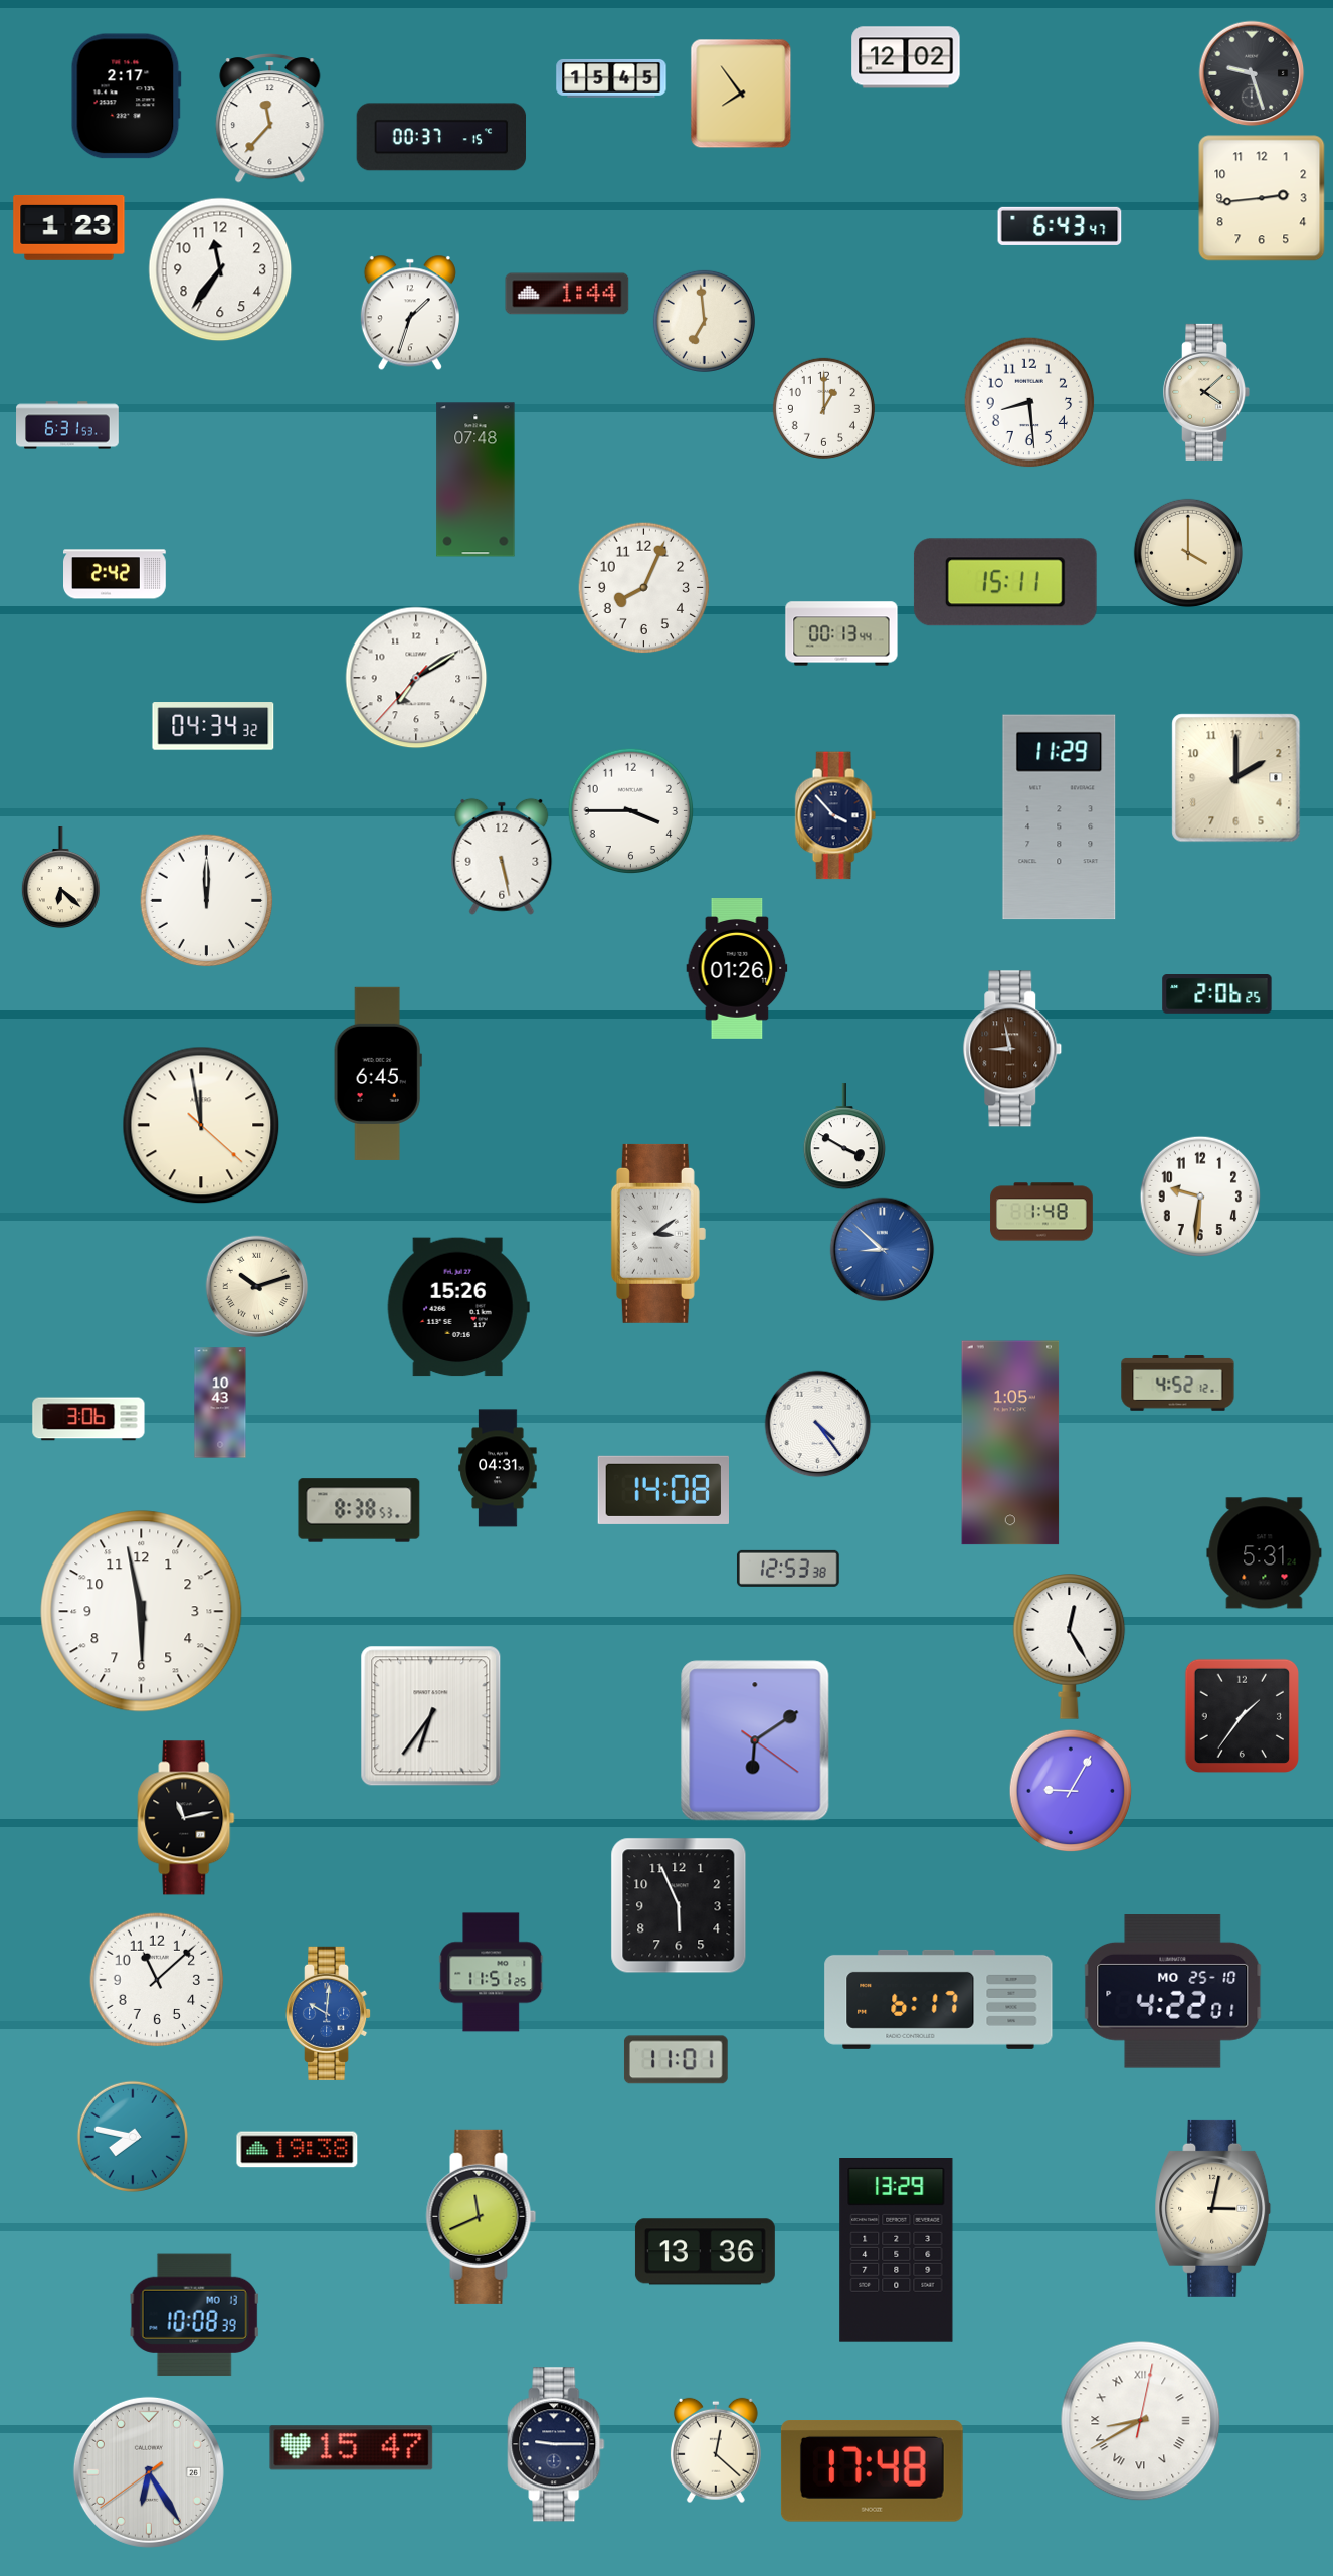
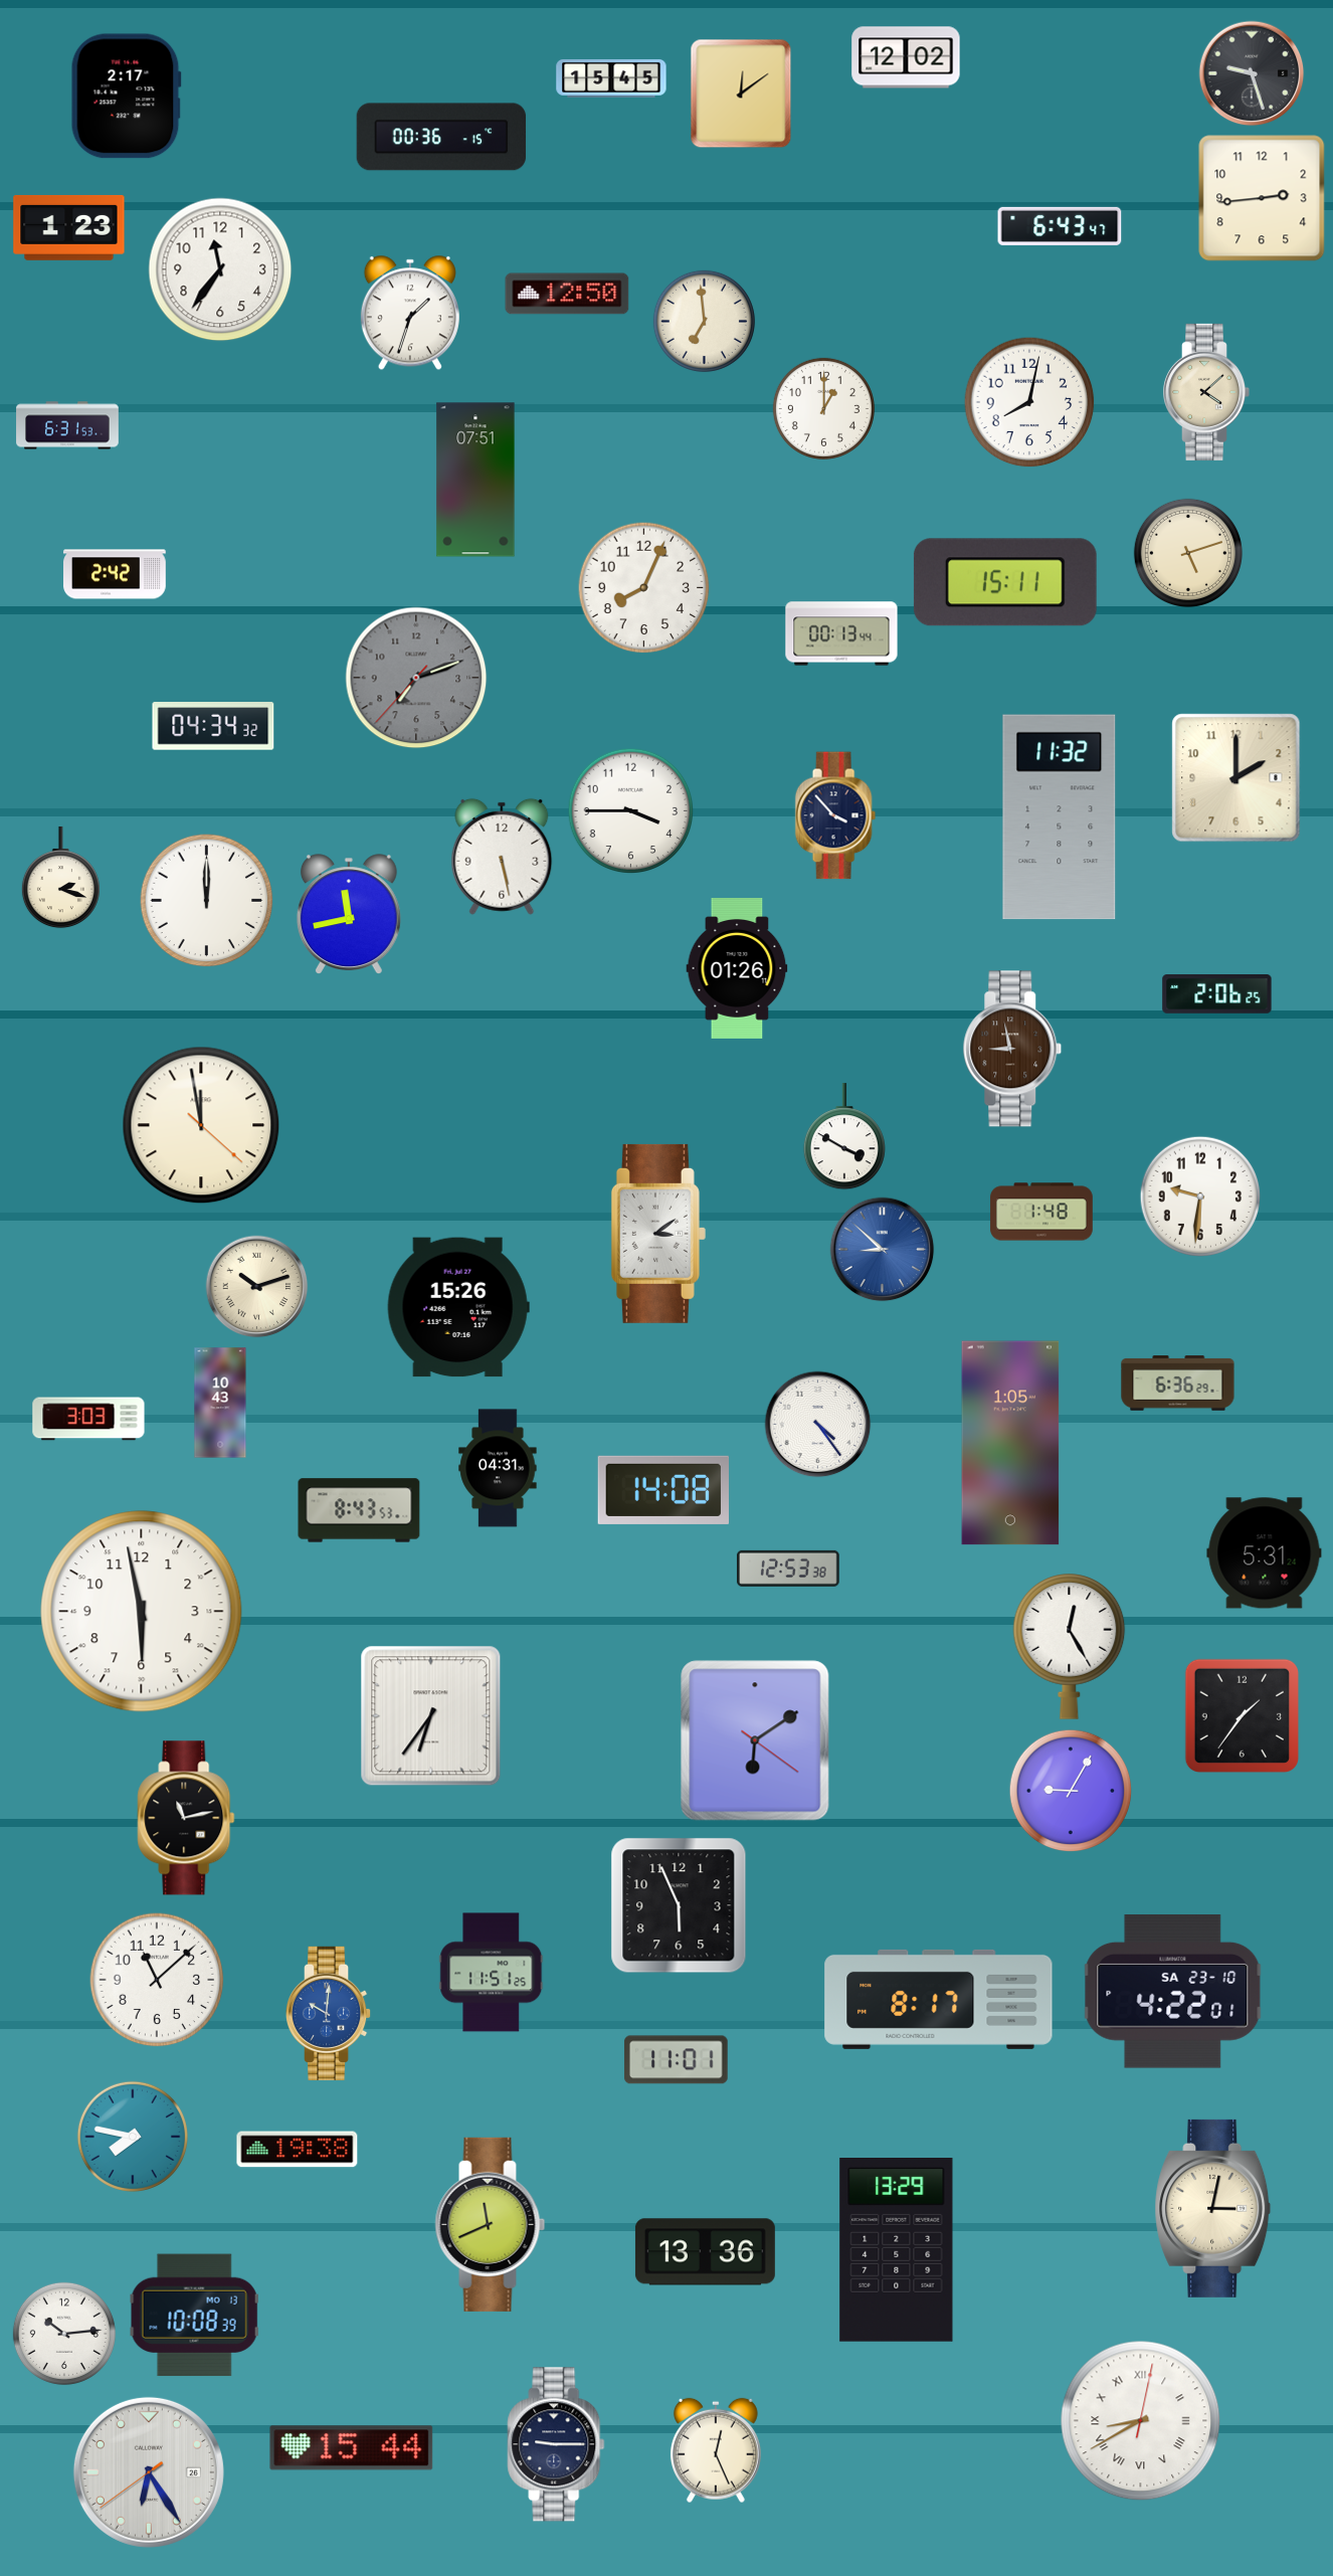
clock at (741, 94): 7:54 -> 12:09
clock at (270, 119): 11:37 -> none
clock at (441, 137): 00:37 -> 00:36
clock at (567, 294): 1:44 -> 12:50
clock at (1029, 402): 8:29 -> 8:02
clock at (475, 480): 07:48 -> 07:51
clock at (1188, 553): 4:00 -> 5:12
clock at (416, 678): 7:09 -> 7:11
clock at (416, 678) dial: white -> grey
clock at (1060, 817): 11:29 -> 11:32
clock at (60, 878): 6:22 -> 2:18
clock at (349, 914): none -> 11:43
clock at (378, 1074): 6:45 -> none
clock at (1178, 1384): 4:52 -> 6:36
clock at (88, 1419): 3:06 -> 3:03
clock at (359, 1510): 8:38 -> 8:43
clock at (1173, 1992) date: MO 25-10 -> SA 23-10
clock at (939, 1999): 6:17 -> 8:17
clock at (482, 2216) position: (482, 2216) -> (491, 2224)
clock at (64, 2334): none -> 10:14
clock at (352, 2448): 15:47 -> 15:44
clock at (716, 2450): 12:22 -> 12:26
clock at (872, 2471): 17:48 -> none
